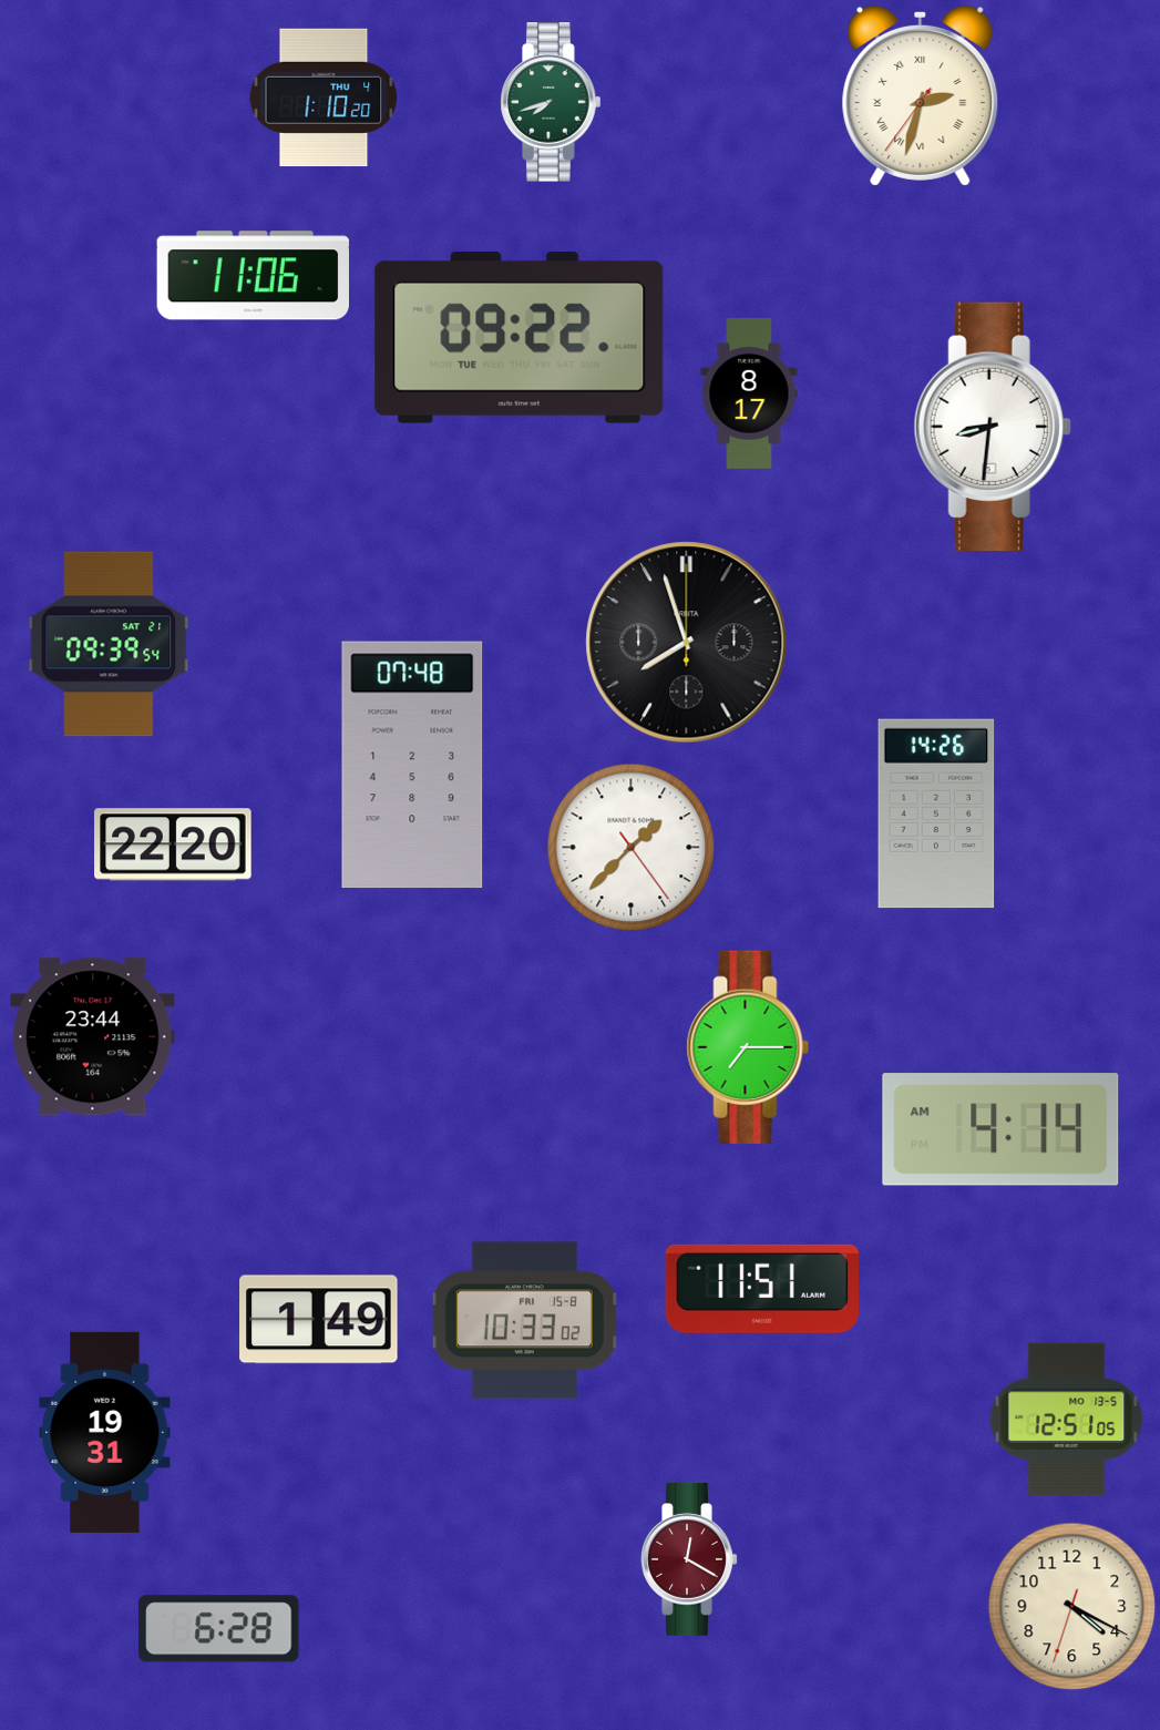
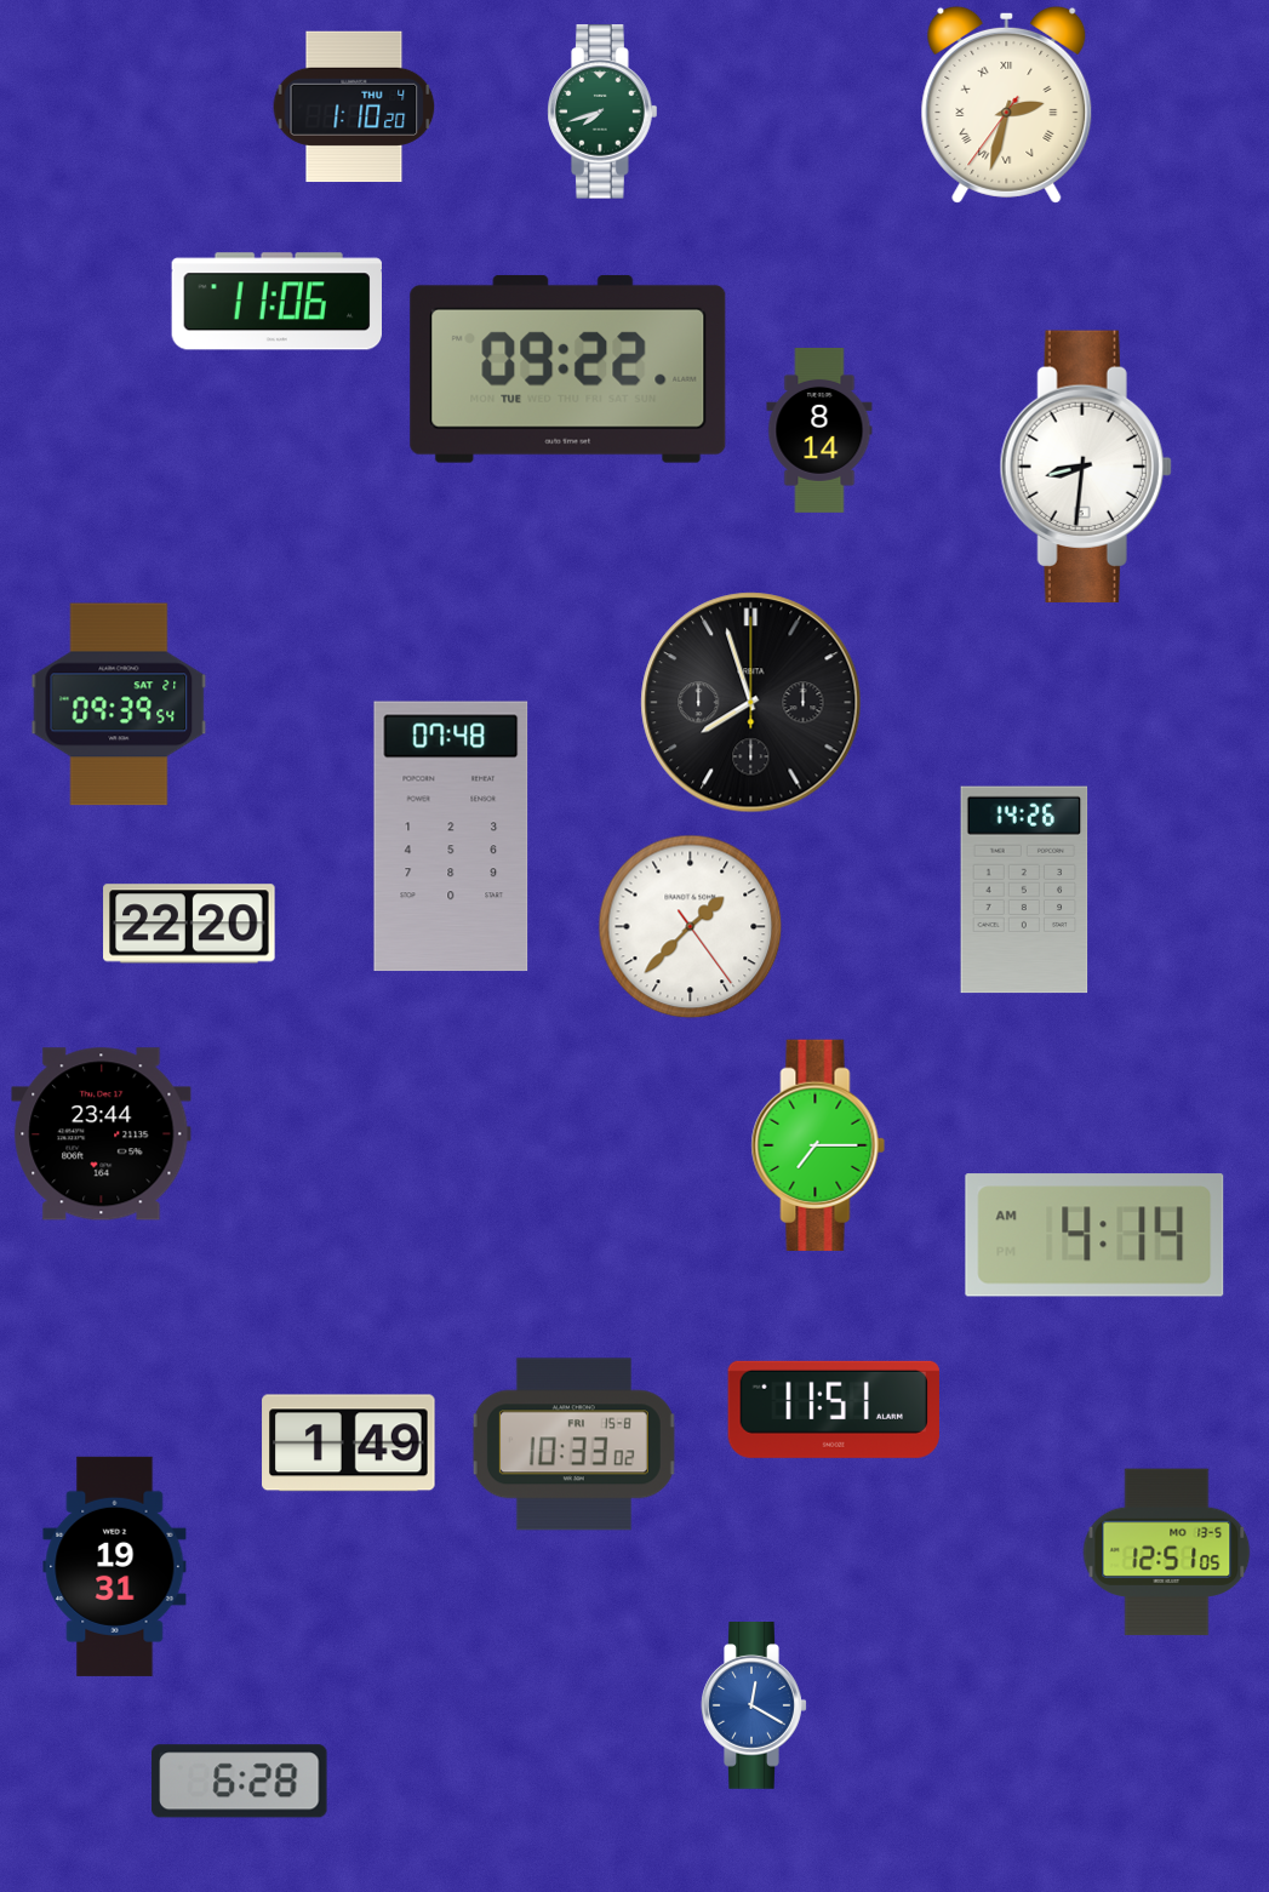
clock at (749, 393): 8:17 -> 8:14
clock at (689, 1560) dial: burgundy -> blue
clock at (1072, 1607): 4:19 -> none
